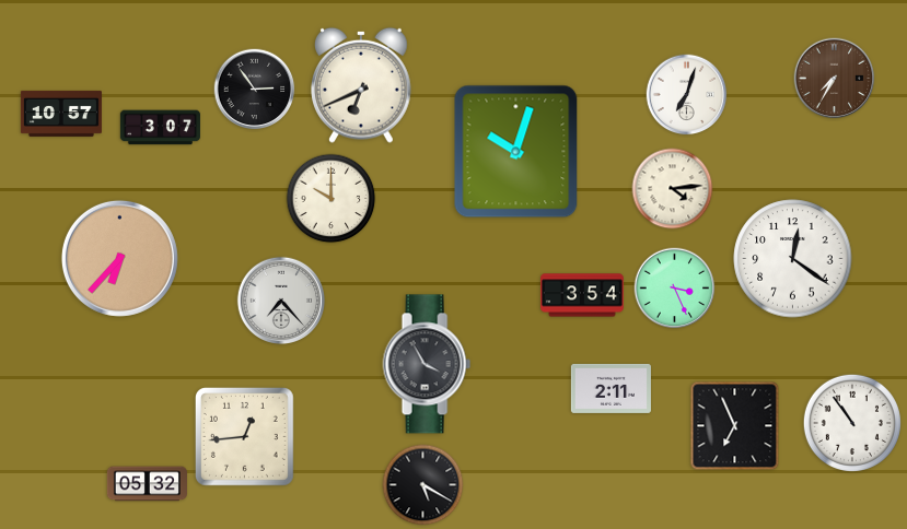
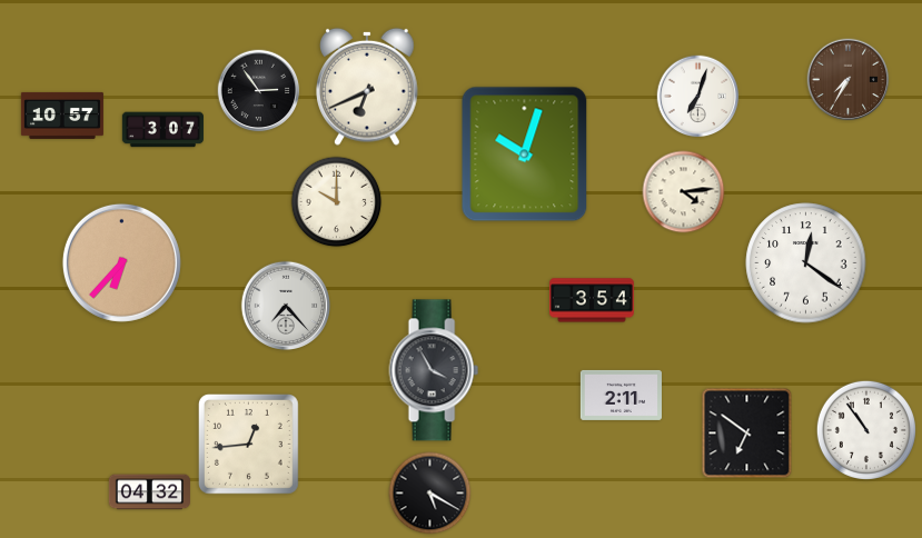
clock at (675, 289): 3:26 -> none
clock at (735, 426): 6:56 -> 6:51
clock at (147, 484): 05:32 -> 04:32
